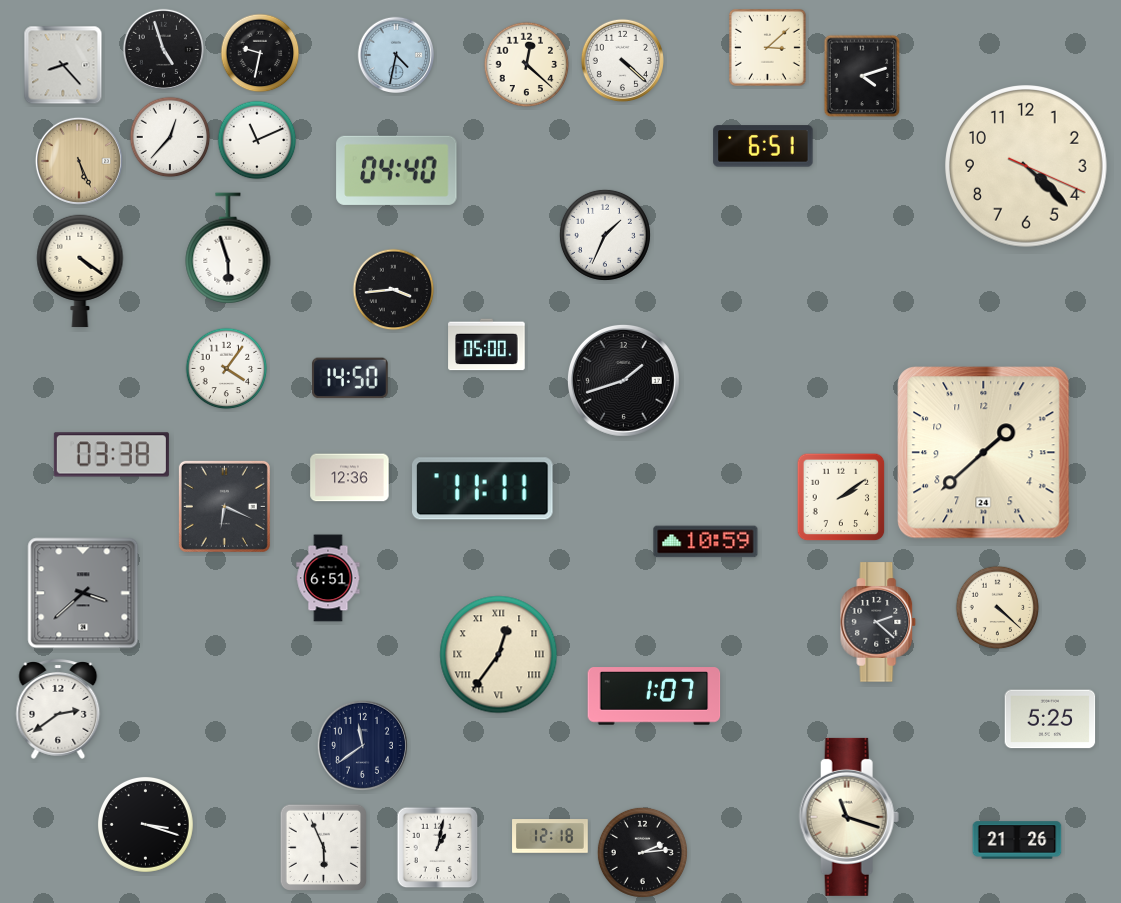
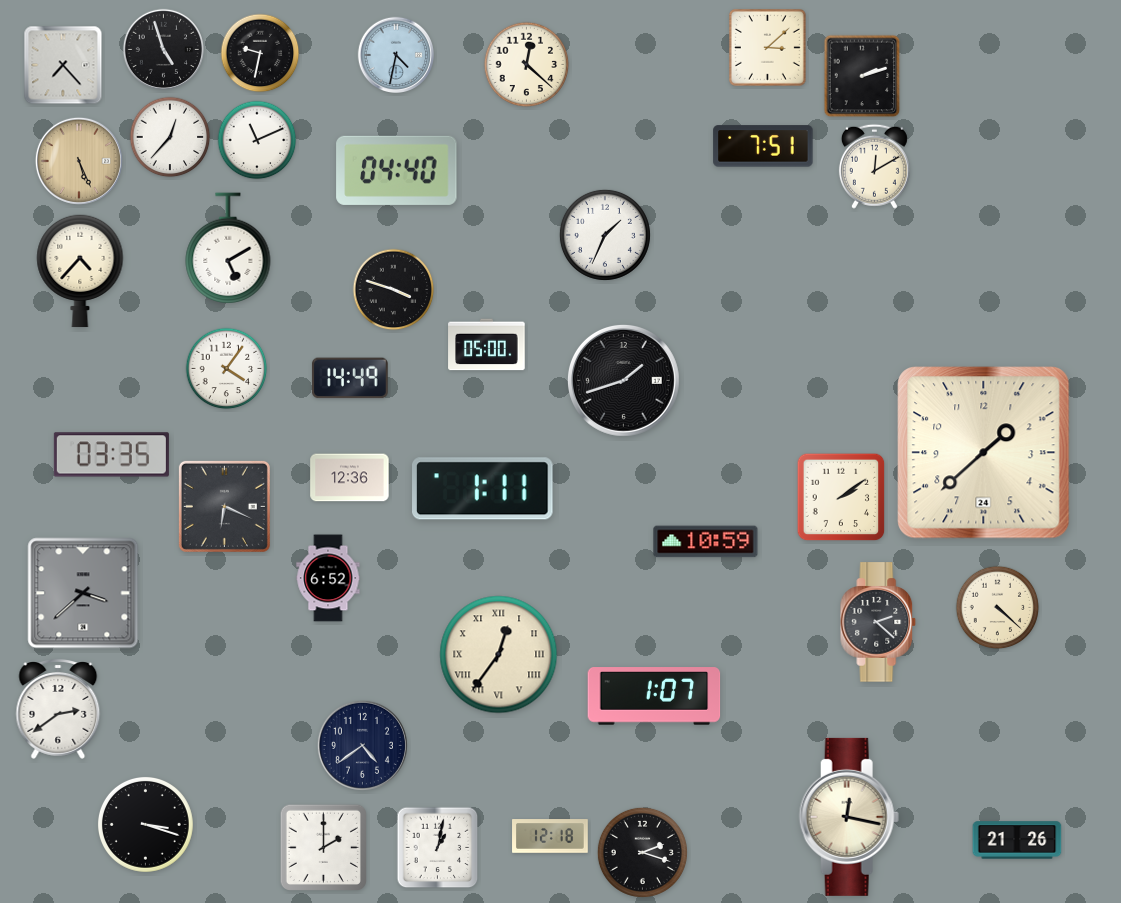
clock at (622, 60): 4:22 -> none
clock at (63, 65): 8:23 -> 7:23
clock at (862, 76): 4:12 -> 2:12
clock at (763, 146): 6:51 -> 7:51
clock at (874, 166): none -> 12:10
clock at (1027, 167): 4:22 -> none
clock at (228, 248): 5:57 -> 5:10
clock at (80, 271): 4:21 -> 4:37
clock at (394, 290): 3:44 -> 3:48
clock at (350, 378): 14:50 -> 14:49
clock at (111, 455): 03:38 -> 03:35
clock at (483, 489): 11:11 -> 1:11
clock at (328, 578): 6:51 -> 6:52
clock at (1050, 719): 5:25 -> none
clock at (362, 745): 11:39 -> 4:39
clock at (849, 817): 11:18 -> 12:17
clock at (323, 847): 5:56 -> 2:00
clock at (642, 852): 2:14 -> 2:18
